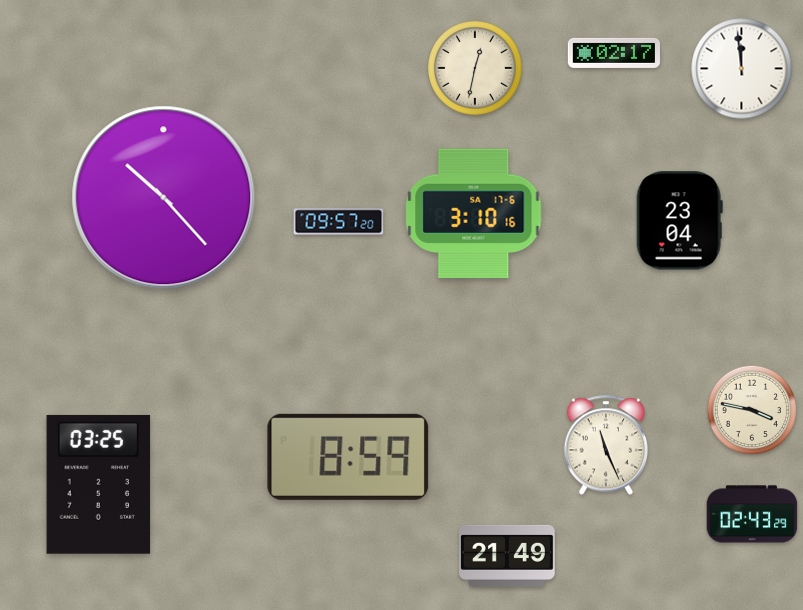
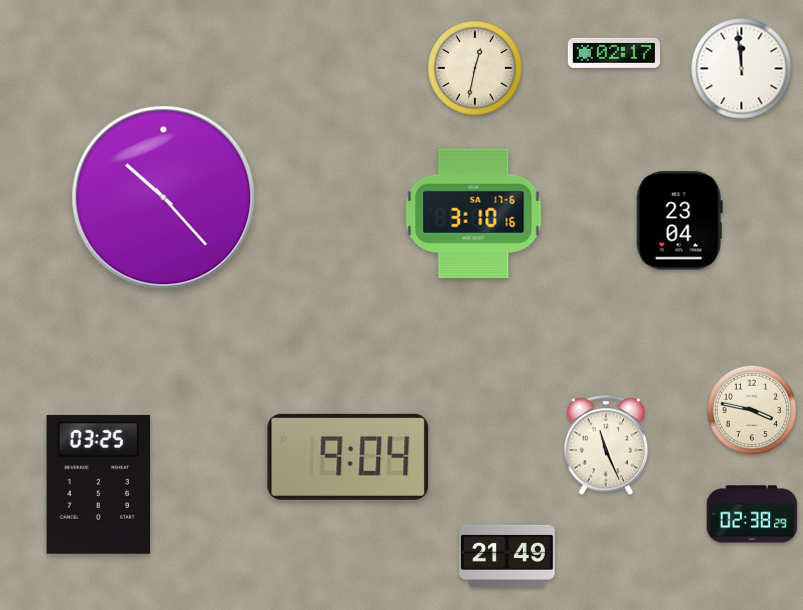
clock at (339, 222): 09:57 -> none
clock at (348, 457): 8:59 -> 9:04
clock at (752, 514): 02:43 -> 02:38
